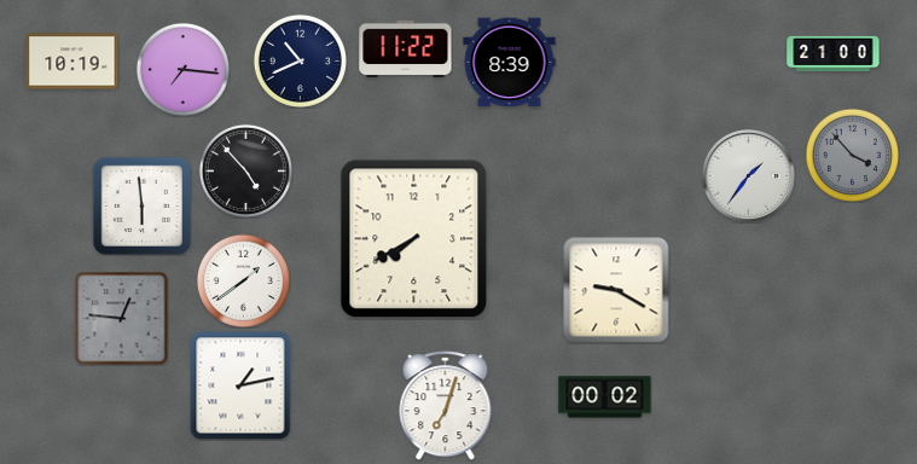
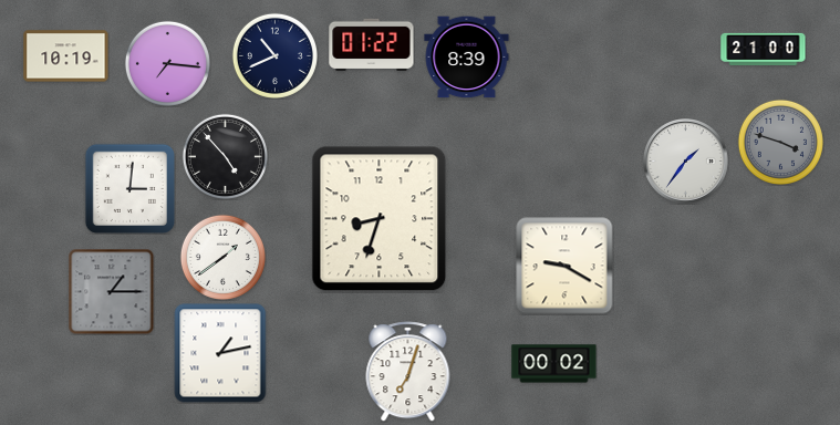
clock at (406, 50): 11:22 -> 01:22
clock at (852, 155): 3:53 -> 3:48
clock at (141, 205): 5:59 -> 3:01
clock at (414, 239): 7:40 -> 8:33
clock at (121, 318): 12:46 -> 1:15
